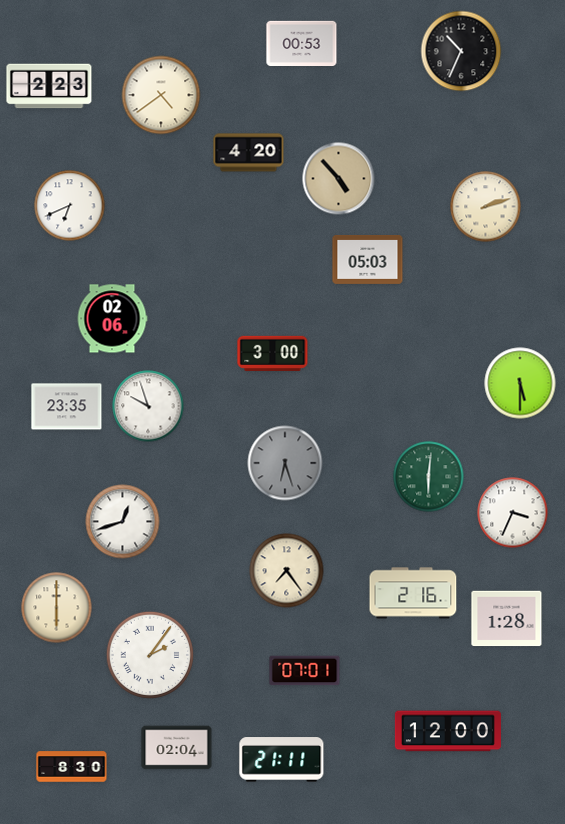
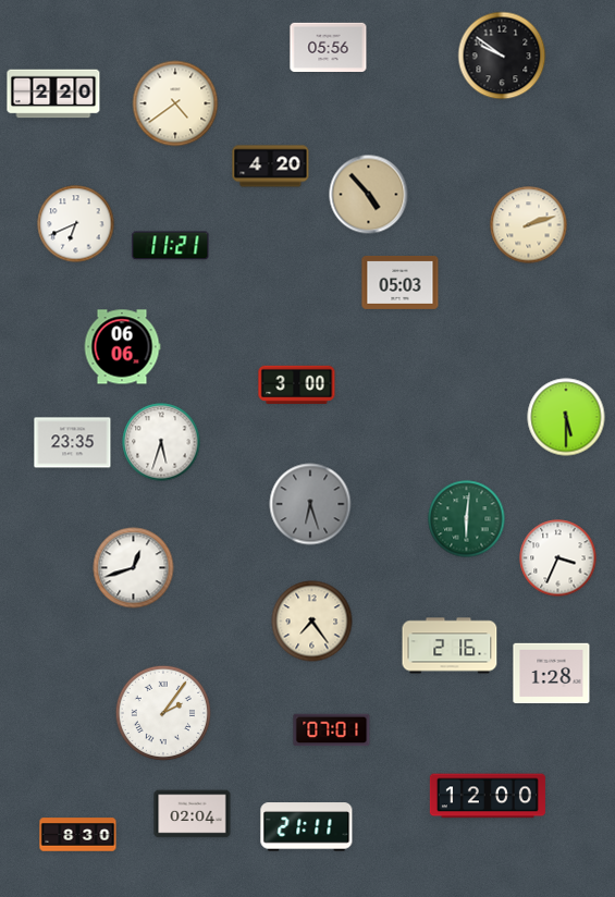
clock at (302, 43): 00:53 -> 05:56
clock at (461, 51): 10:34 -> 9:51
clock at (49, 86): 2:23 -> 2:20
clock at (171, 246): none -> 11:21
clock at (112, 319): 02:06 -> 06:06
clock at (148, 406): 9:57 -> 5:33
clock at (57, 608): 6:00 -> none
